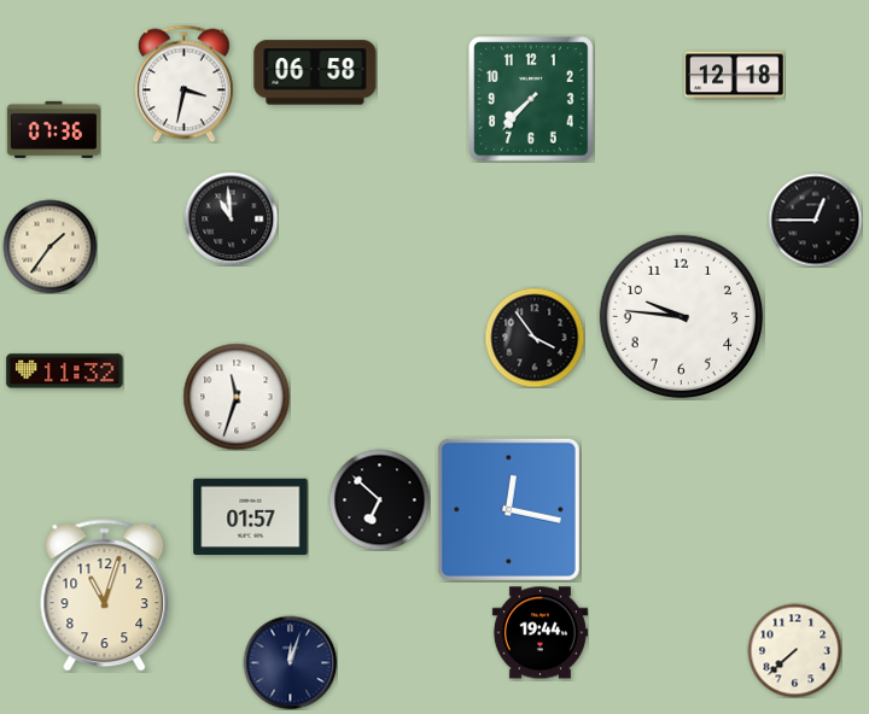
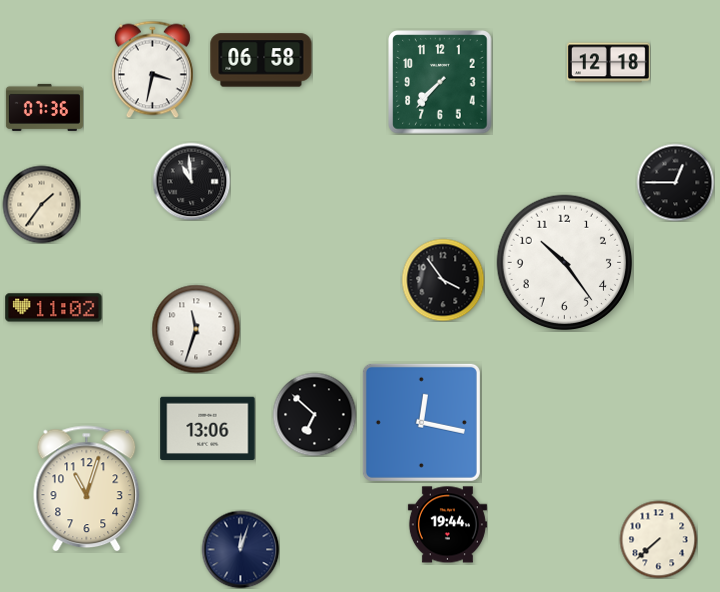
clock at (682, 317): 9:46 -> 10:24
clock at (65, 371): 11:32 -> 11:02
clock at (251, 517): 01:57 -> 13:06
clock at (105, 596) position: (105, 596) -> (87, 489)
